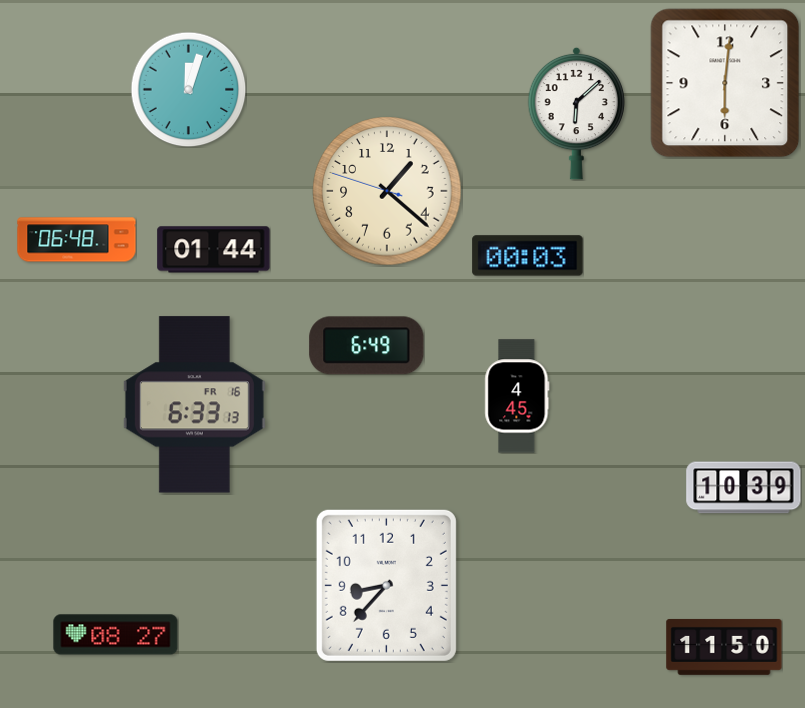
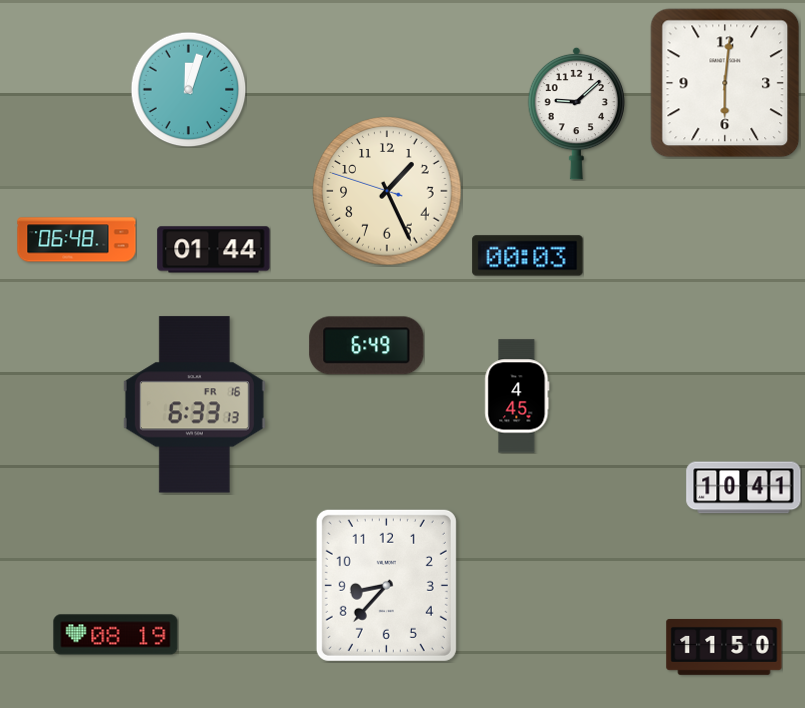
clock at (576, 113): 6:08 -> 9:08
clock at (387, 191): 1:21 -> 1:25
clock at (744, 488): 10:39 -> 10:41
clock at (116, 635): 08:27 -> 08:19
